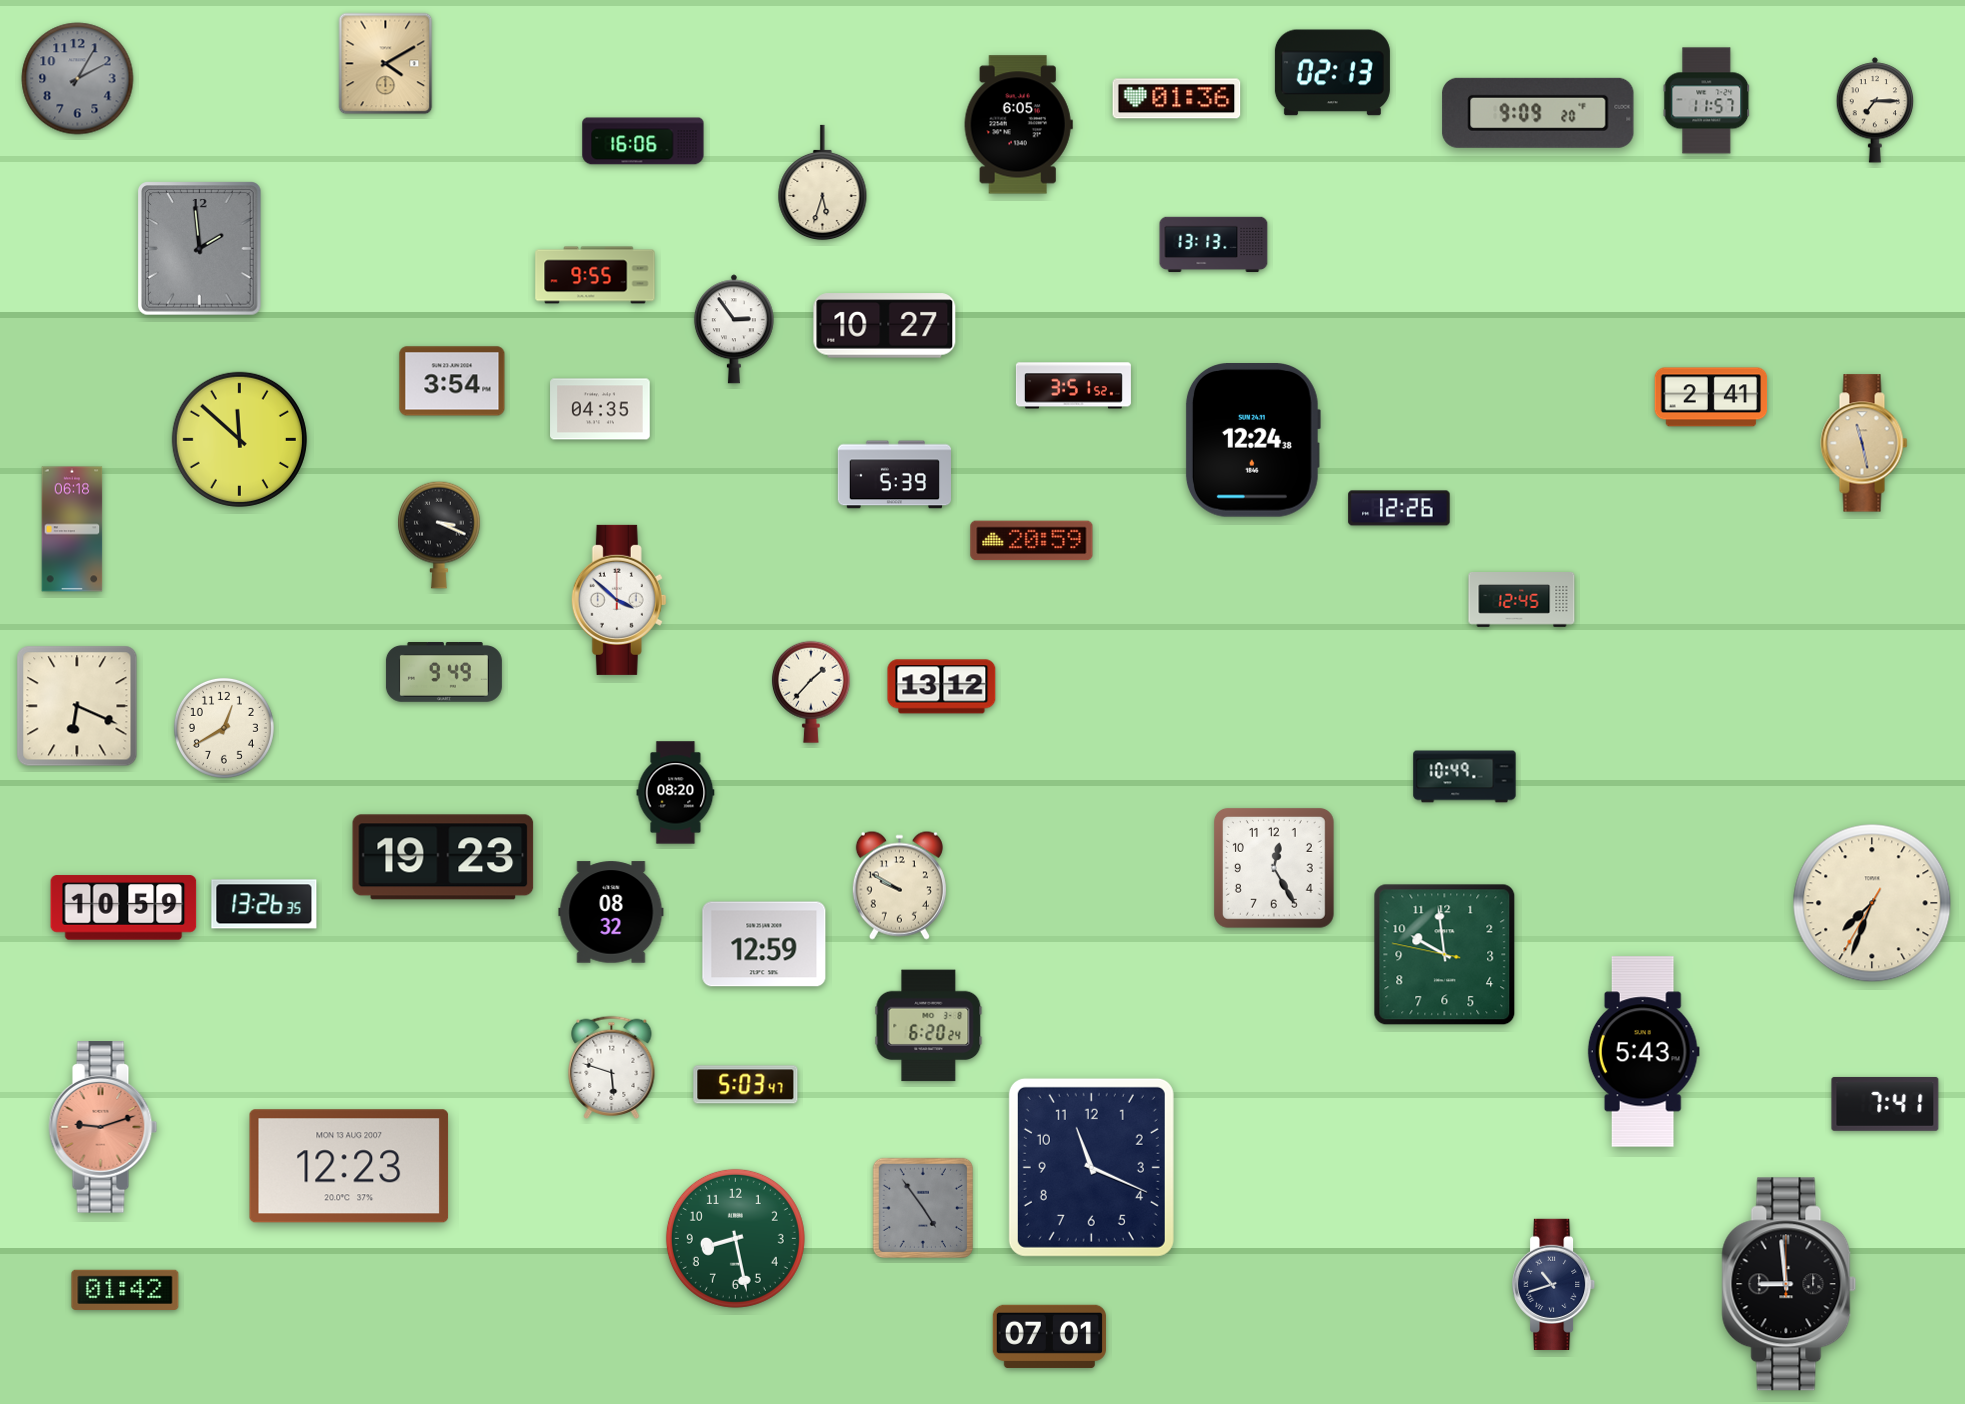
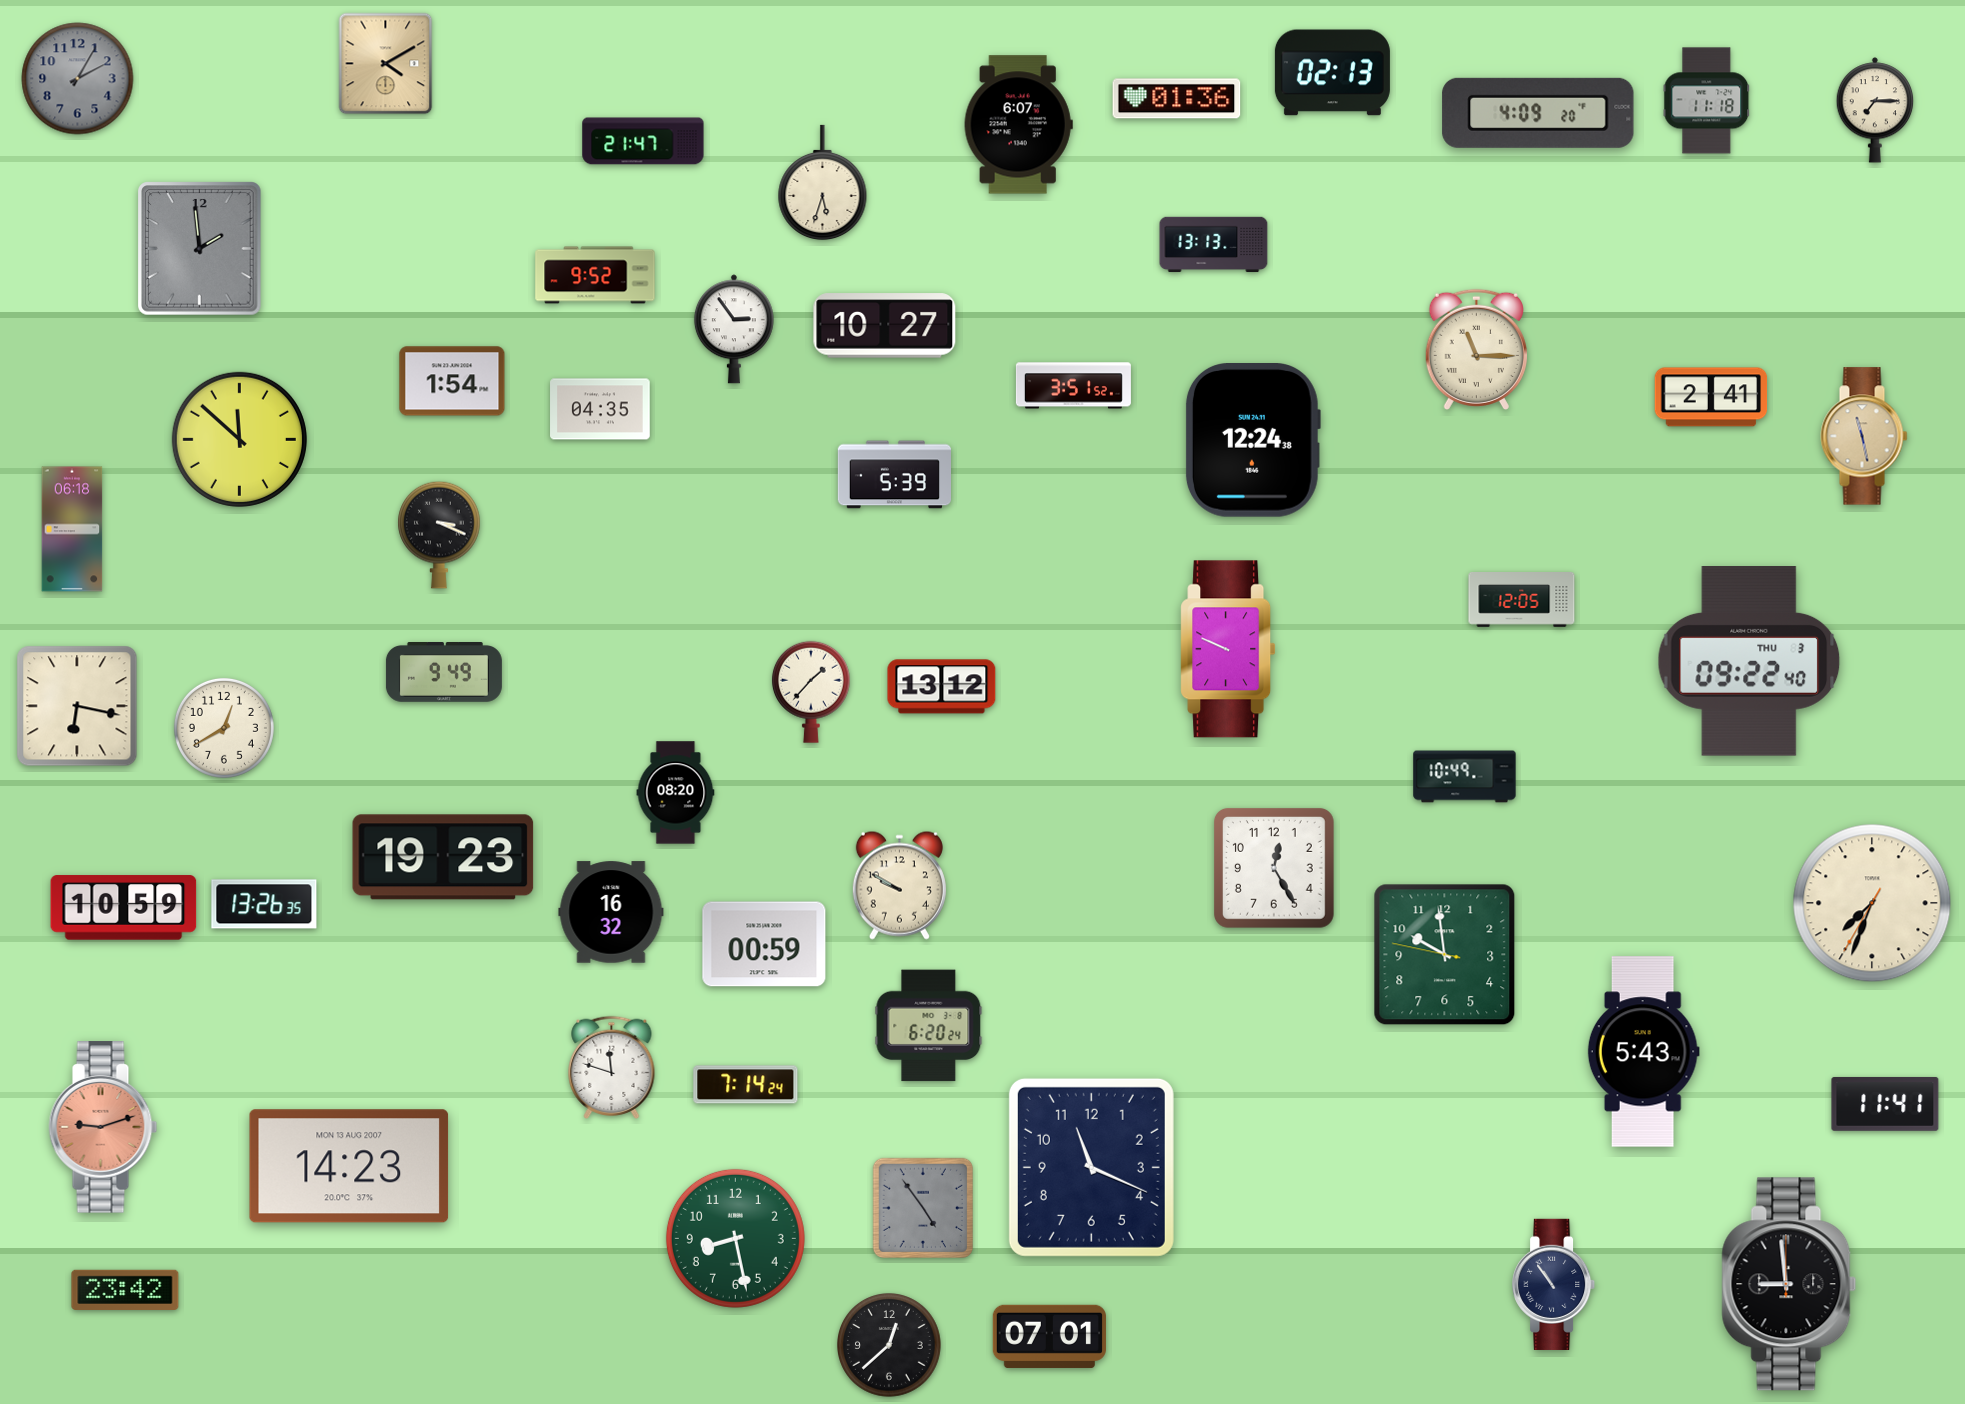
clock at (1707, 101): 11:57 -> 11:18
clock at (1538, 113): 9:09 -> 4:09
clock at (1018, 125): 6:05 -> 6:07
clock at (643, 141): 16:06 -> 21:47
clock at (595, 275): 9:55 -> 9:52
clock at (1476, 349): none -> 11:15
clock at (452, 381): 3:54 -> 1:54
clock at (1864, 443) position: (1864, 443) -> (1864, 436)
clock at (1399, 508): 12:26 -> none
clock at (1032, 541): 20:59 -> none
clock at (619, 600): 3:52 -> none
clock at (1522, 600): 12:45 -> 12:05
clock at (1228, 649): none -> 9:49
clock at (1749, 661): none -> 09:22
clock at (77, 706): 6:19 -> 6:17
clock at (611, 912): 08:32 -> 16:32
clock at (764, 944): 12:59 -> 00:59
clock at (612, 1067): 5:48 -> 11:48
clock at (746, 1085): 5:03 -> 7:14
clock at (1885, 1104): 7:41 -> 11:41
clock at (349, 1166): 12:23 -> 14:23
clock at (1554, 1284): 10:42 -> 10:54
clock at (125, 1290): 01:42 -> 23:42
clock at (890, 1346): none -> 12:38
